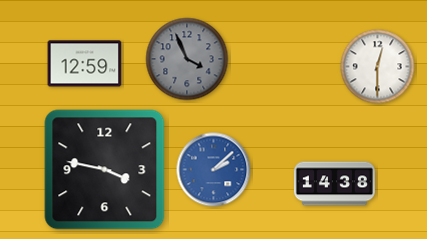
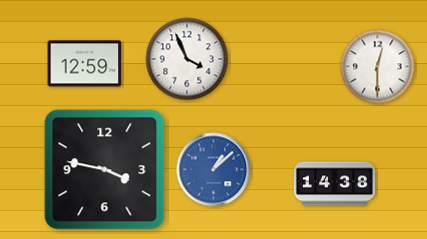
clock at (187, 59) dial: grey -> white
clock at (214, 170): 2:08 -> 1:08
